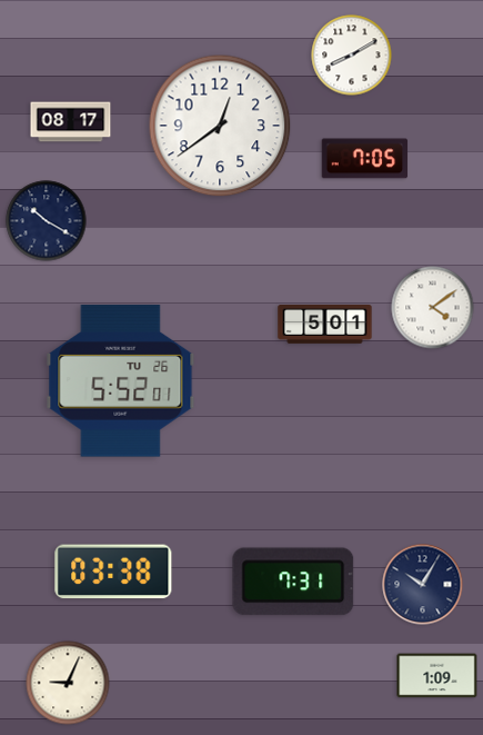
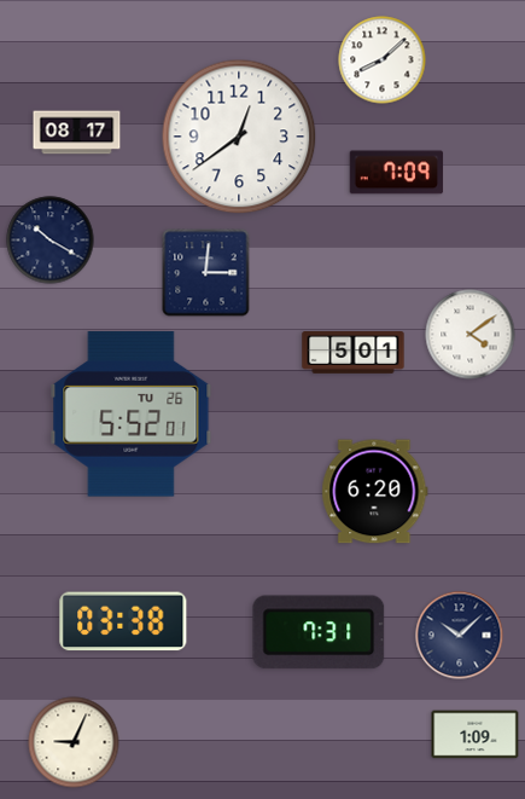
clock at (352, 56): 8:10 -> 8:08
clock at (365, 159): 7:05 -> 7:09
clock at (206, 273): none -> 3:01
clock at (375, 492): none -> 6:20
clock at (423, 585): 10:05 -> 10:08
